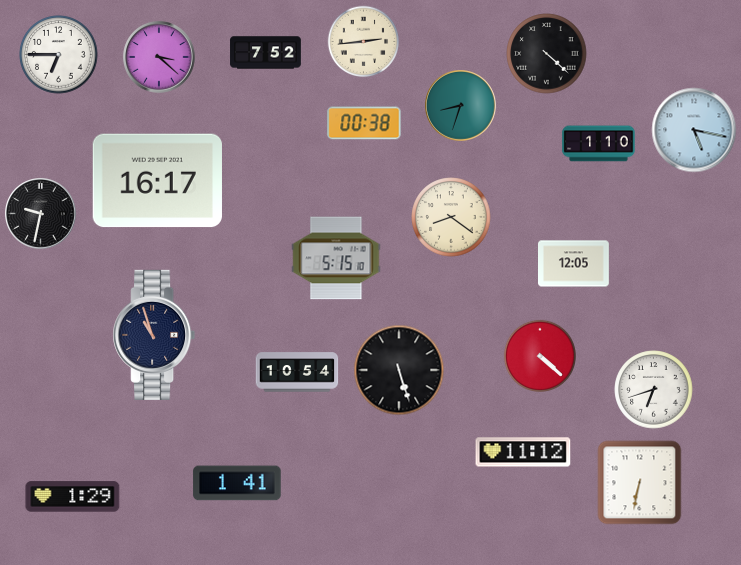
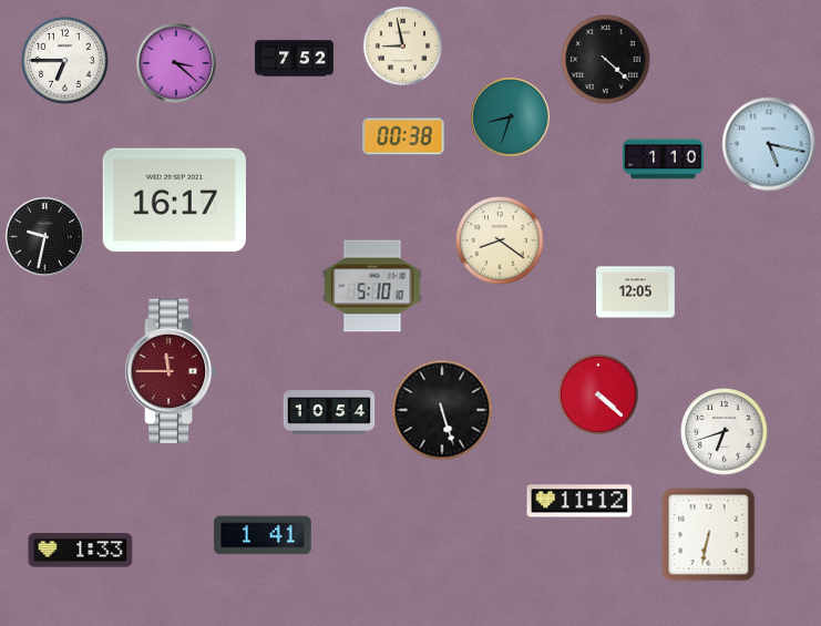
clock at (364, 42): 2:44 -> 8:58
clock at (336, 258): 5:15 -> 5:10
clock at (154, 335): 10:57 -> 11:45
clock at (154, 335) dial: navy -> burgundy
clock at (73, 497): 1:29 -> 1:33
